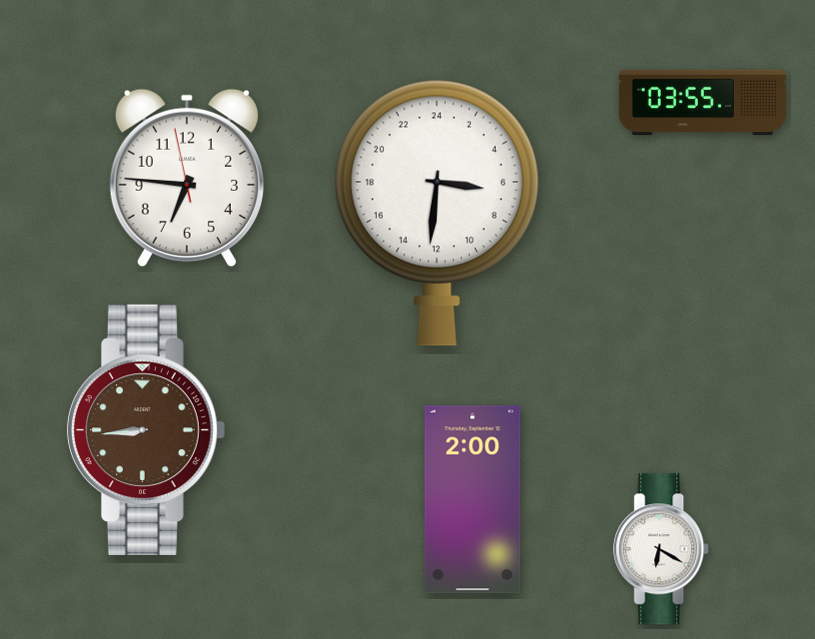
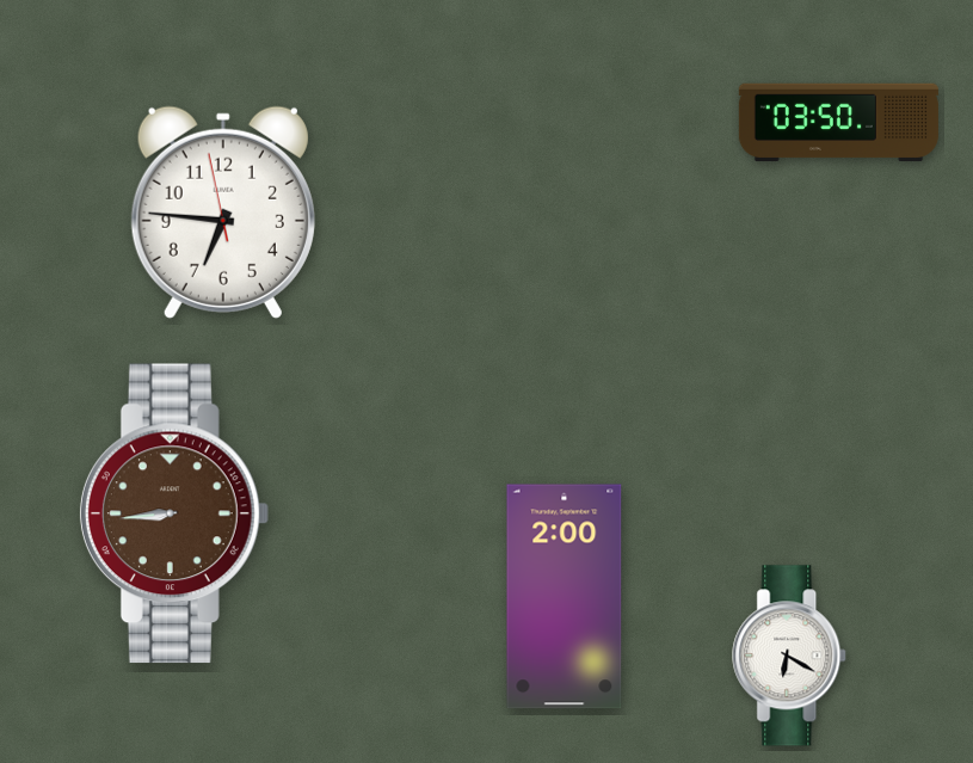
clock at (702, 102): 03:55 -> 03:50
clock at (437, 213): 6:31 -> none
